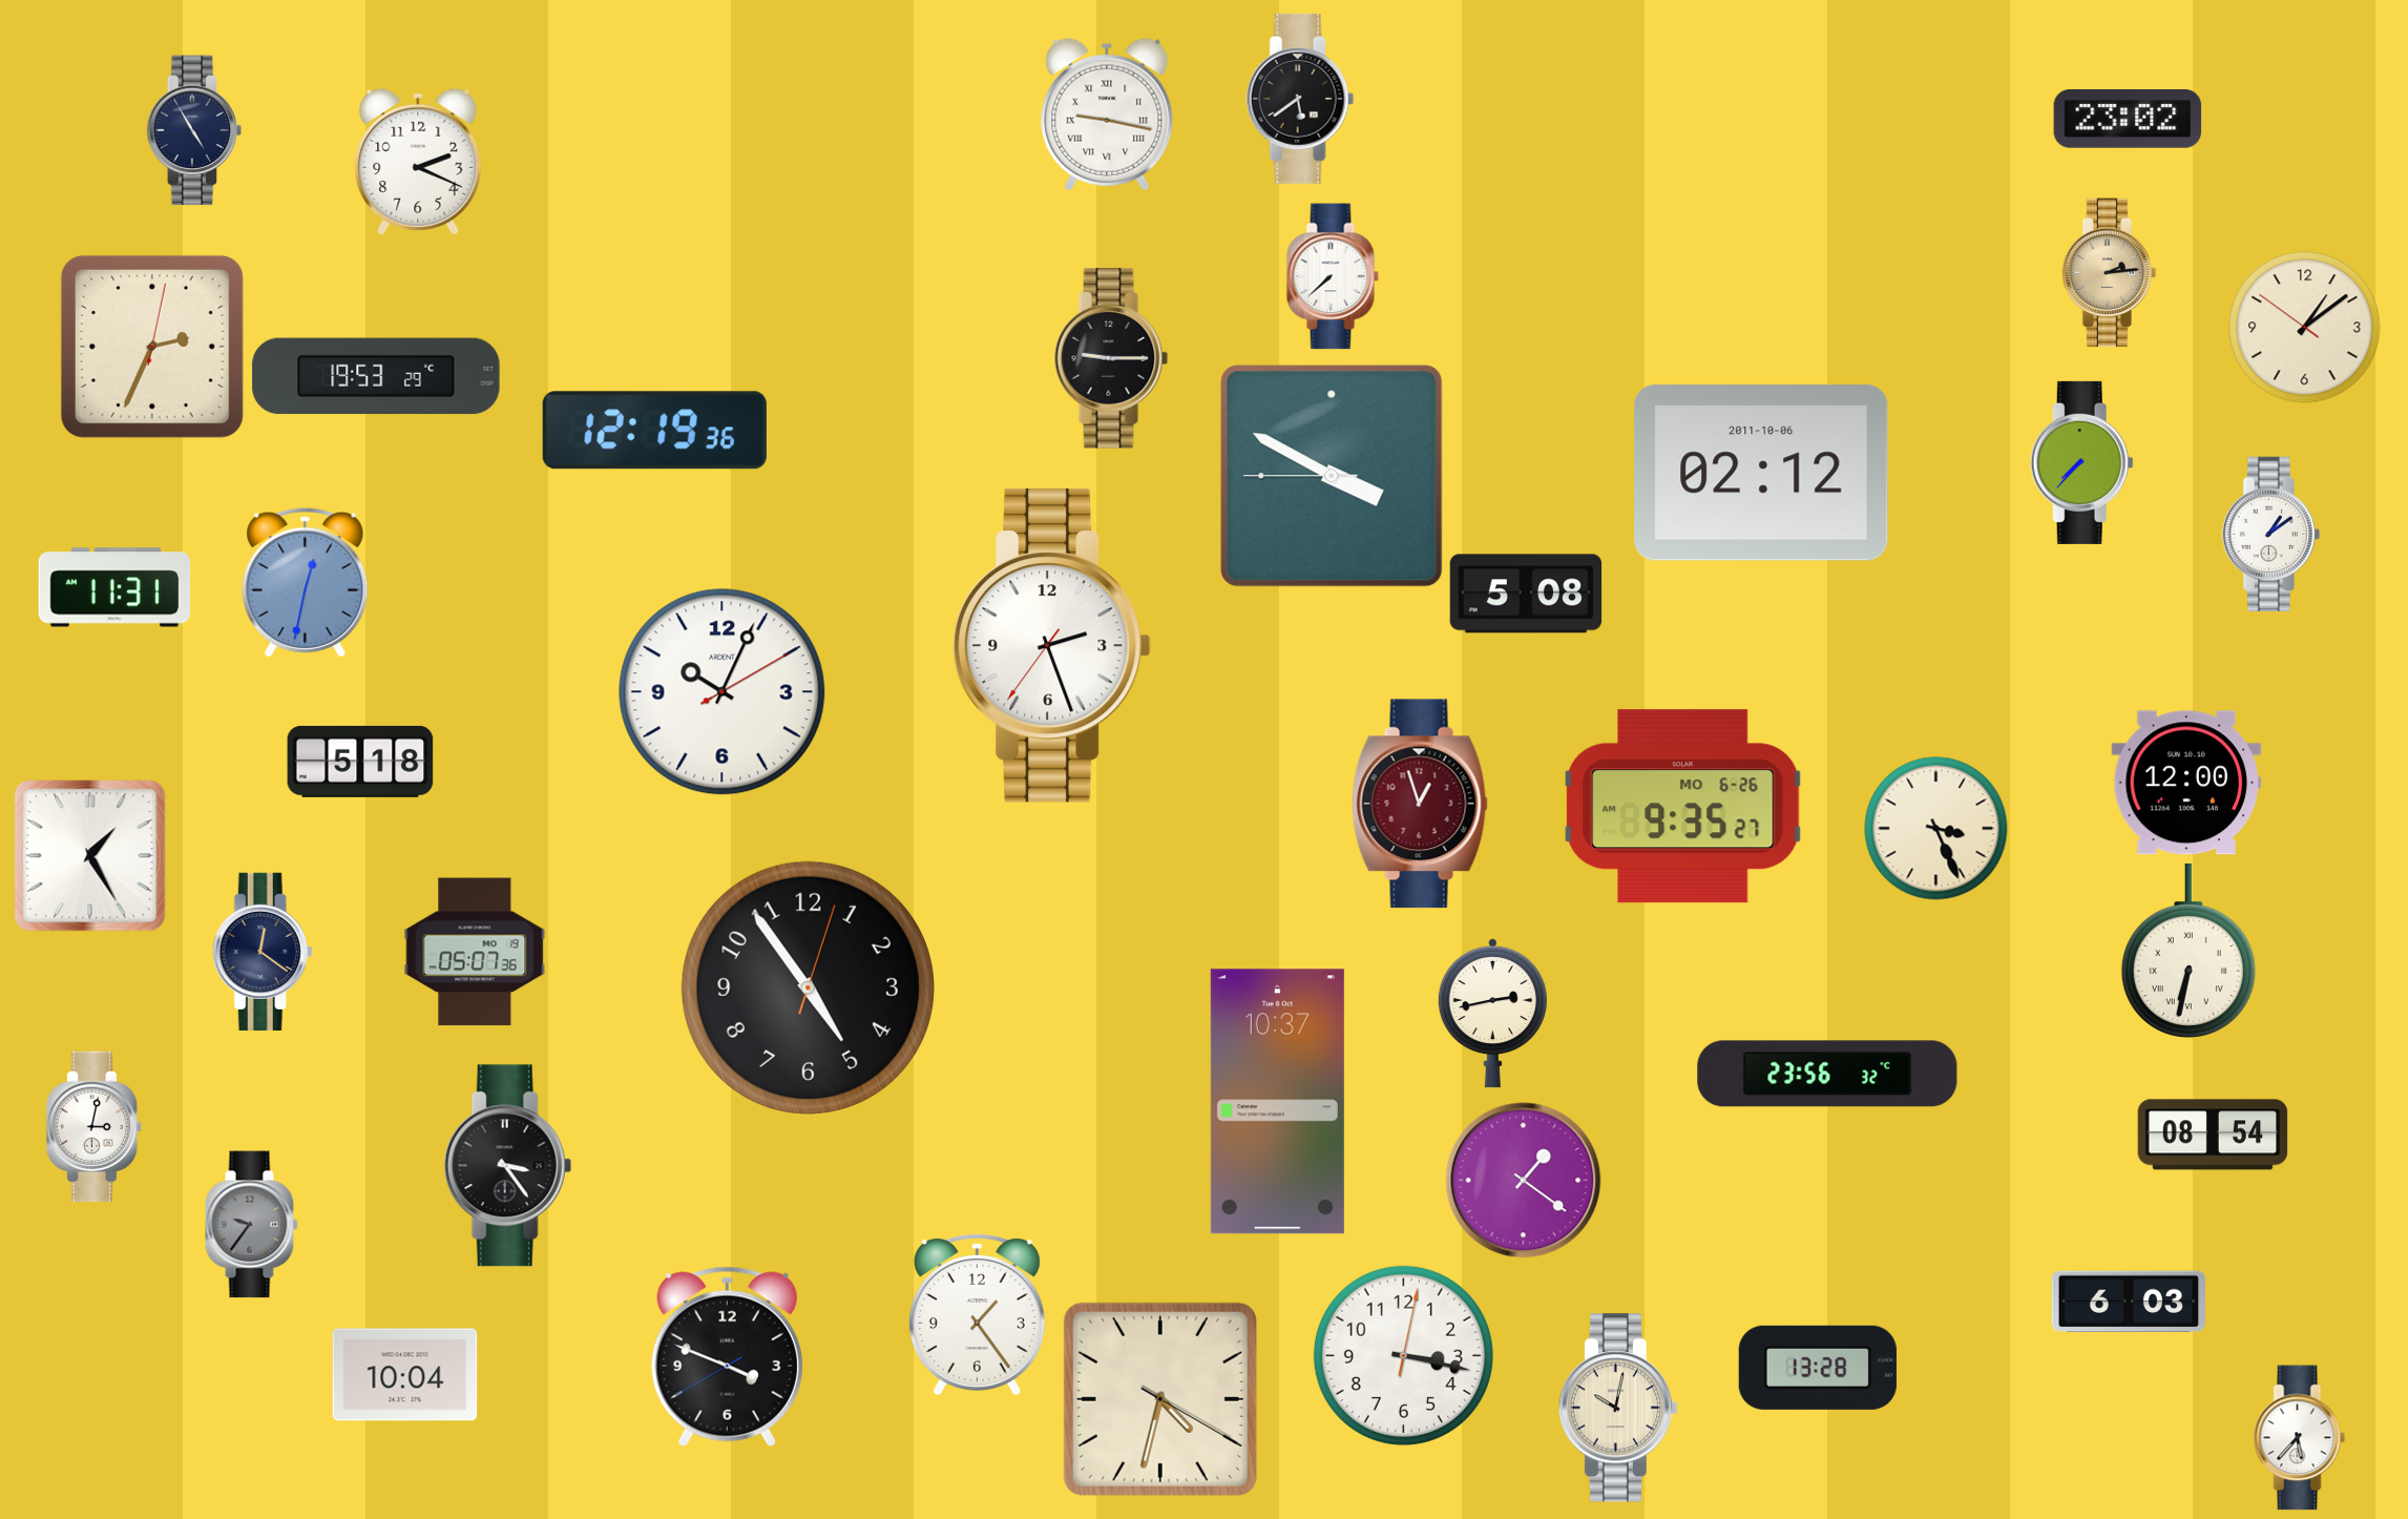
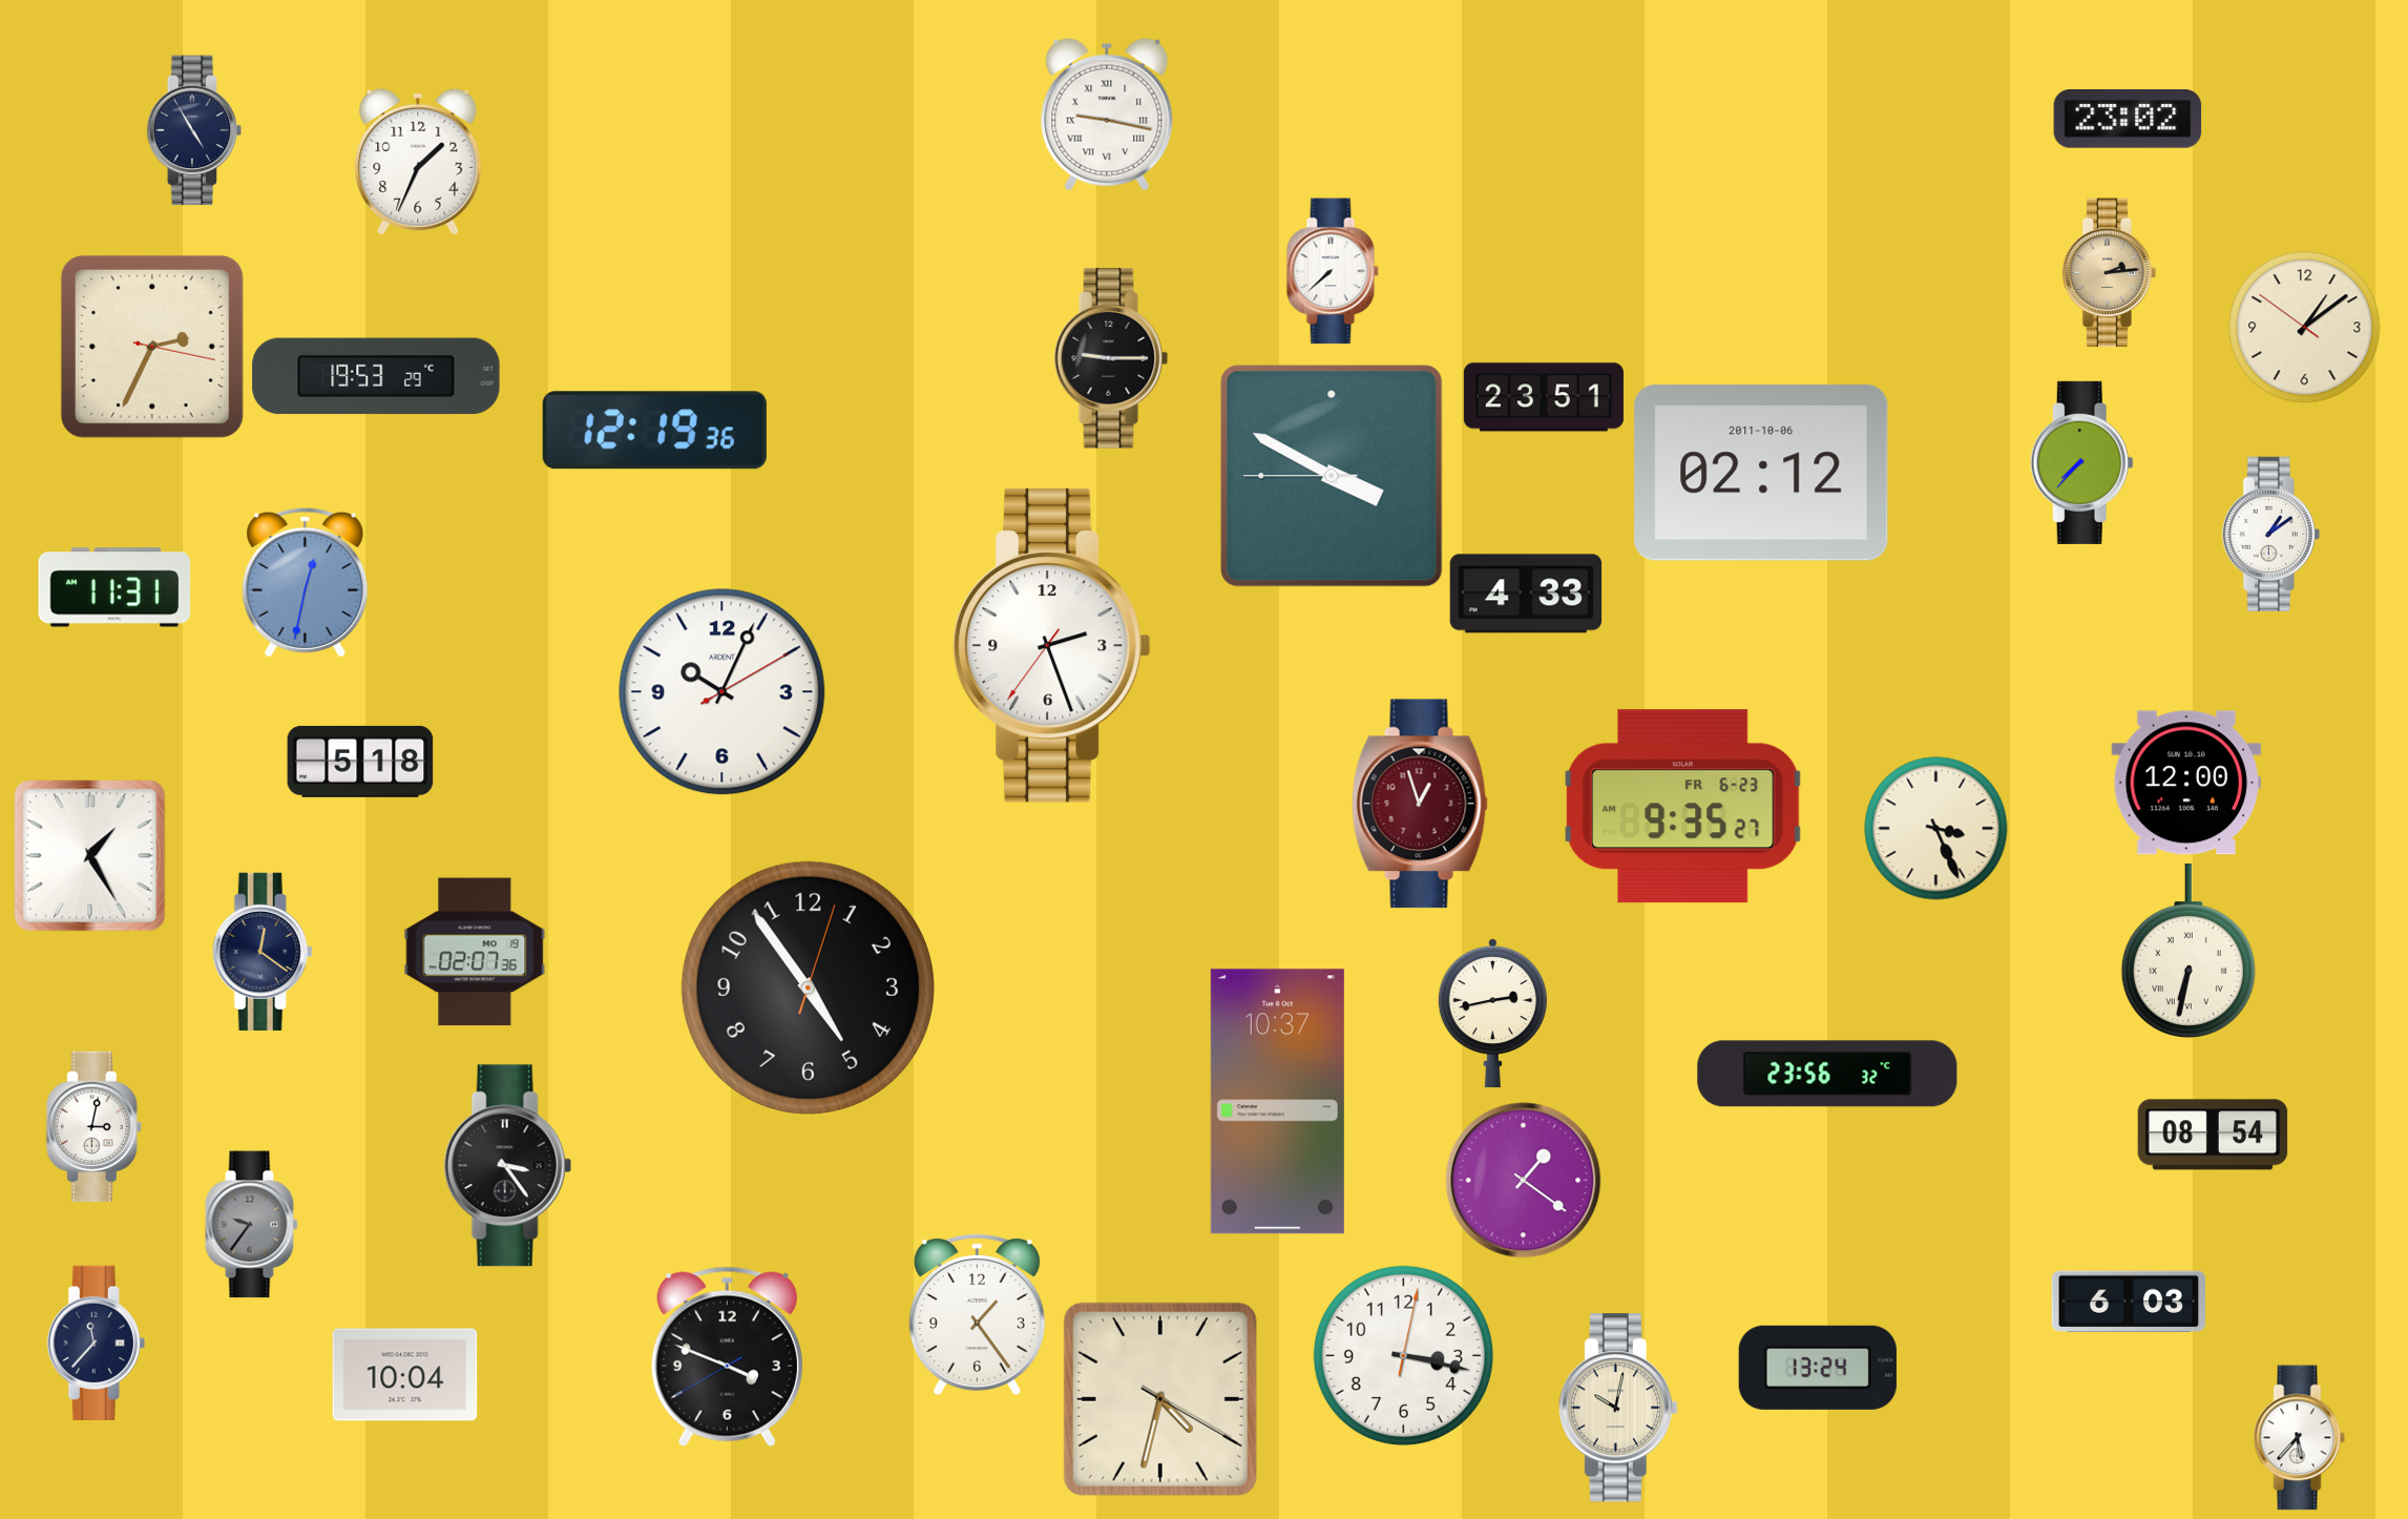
clock at (1300, 99): 5:39 -> none
clock at (418, 162): 2:19 -> 1:34
clock at (1333, 276) position: (1333, 276) -> (1333, 271)
clock at (152, 347): 2:34:02 -> 2:34:17
clock at (1544, 397): none -> 23:51
clock at (1526, 594): 5:08 -> 4:33
clock at (1683, 807) date: MO 6-26 -> FR 6-23
clock at (475, 952): 05:07 -> 02:07
clock at (96, 1343): none -> 11:37
clock at (1818, 1368): 13:28 -> 13:24
